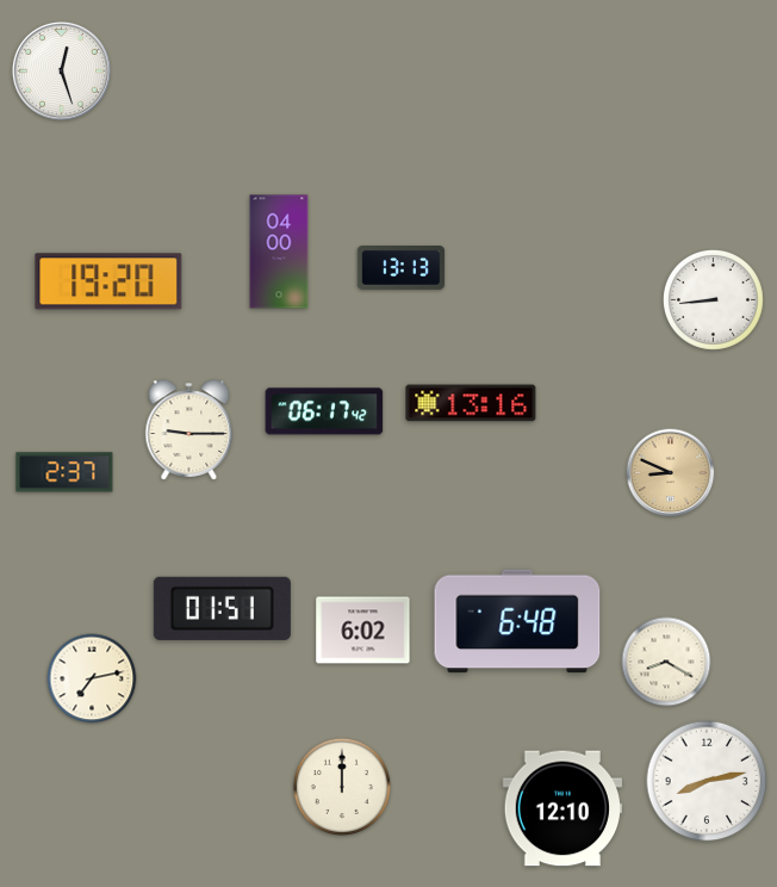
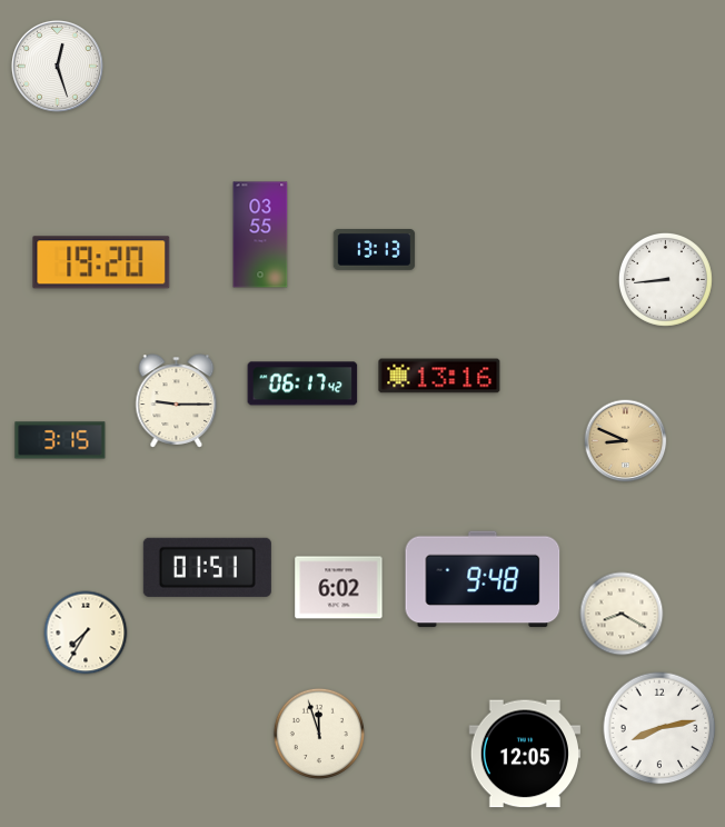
clock at (279, 252): 04:00 -> 03:55
clock at (64, 472): 2:37 -> 3:15
clock at (517, 621): 6:48 -> 9:48
clock at (666, 662) position: (666, 662) -> (622, 614)
clock at (92, 678): 7:13 -> 7:35
clock at (342, 787): 12:00 -> 11:57
clock at (561, 808): 12:10 -> 12:05
